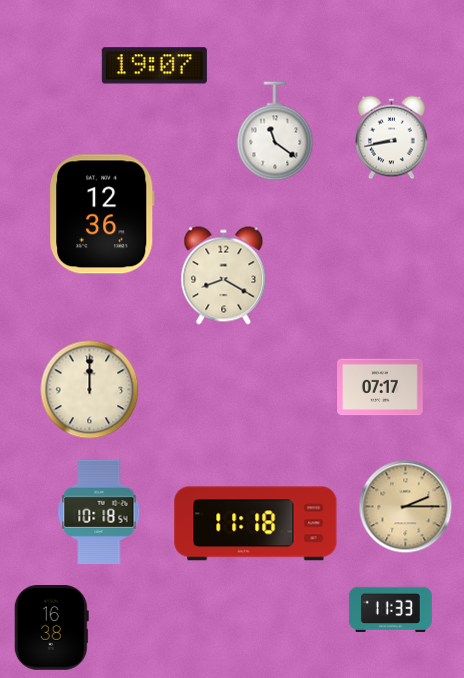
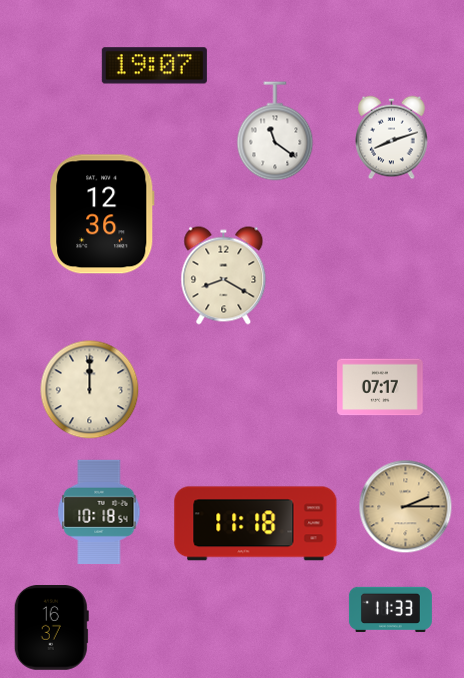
clock at (392, 138): 8:43 -> 8:12
clock at (51, 628): 16:38 -> 16:37
